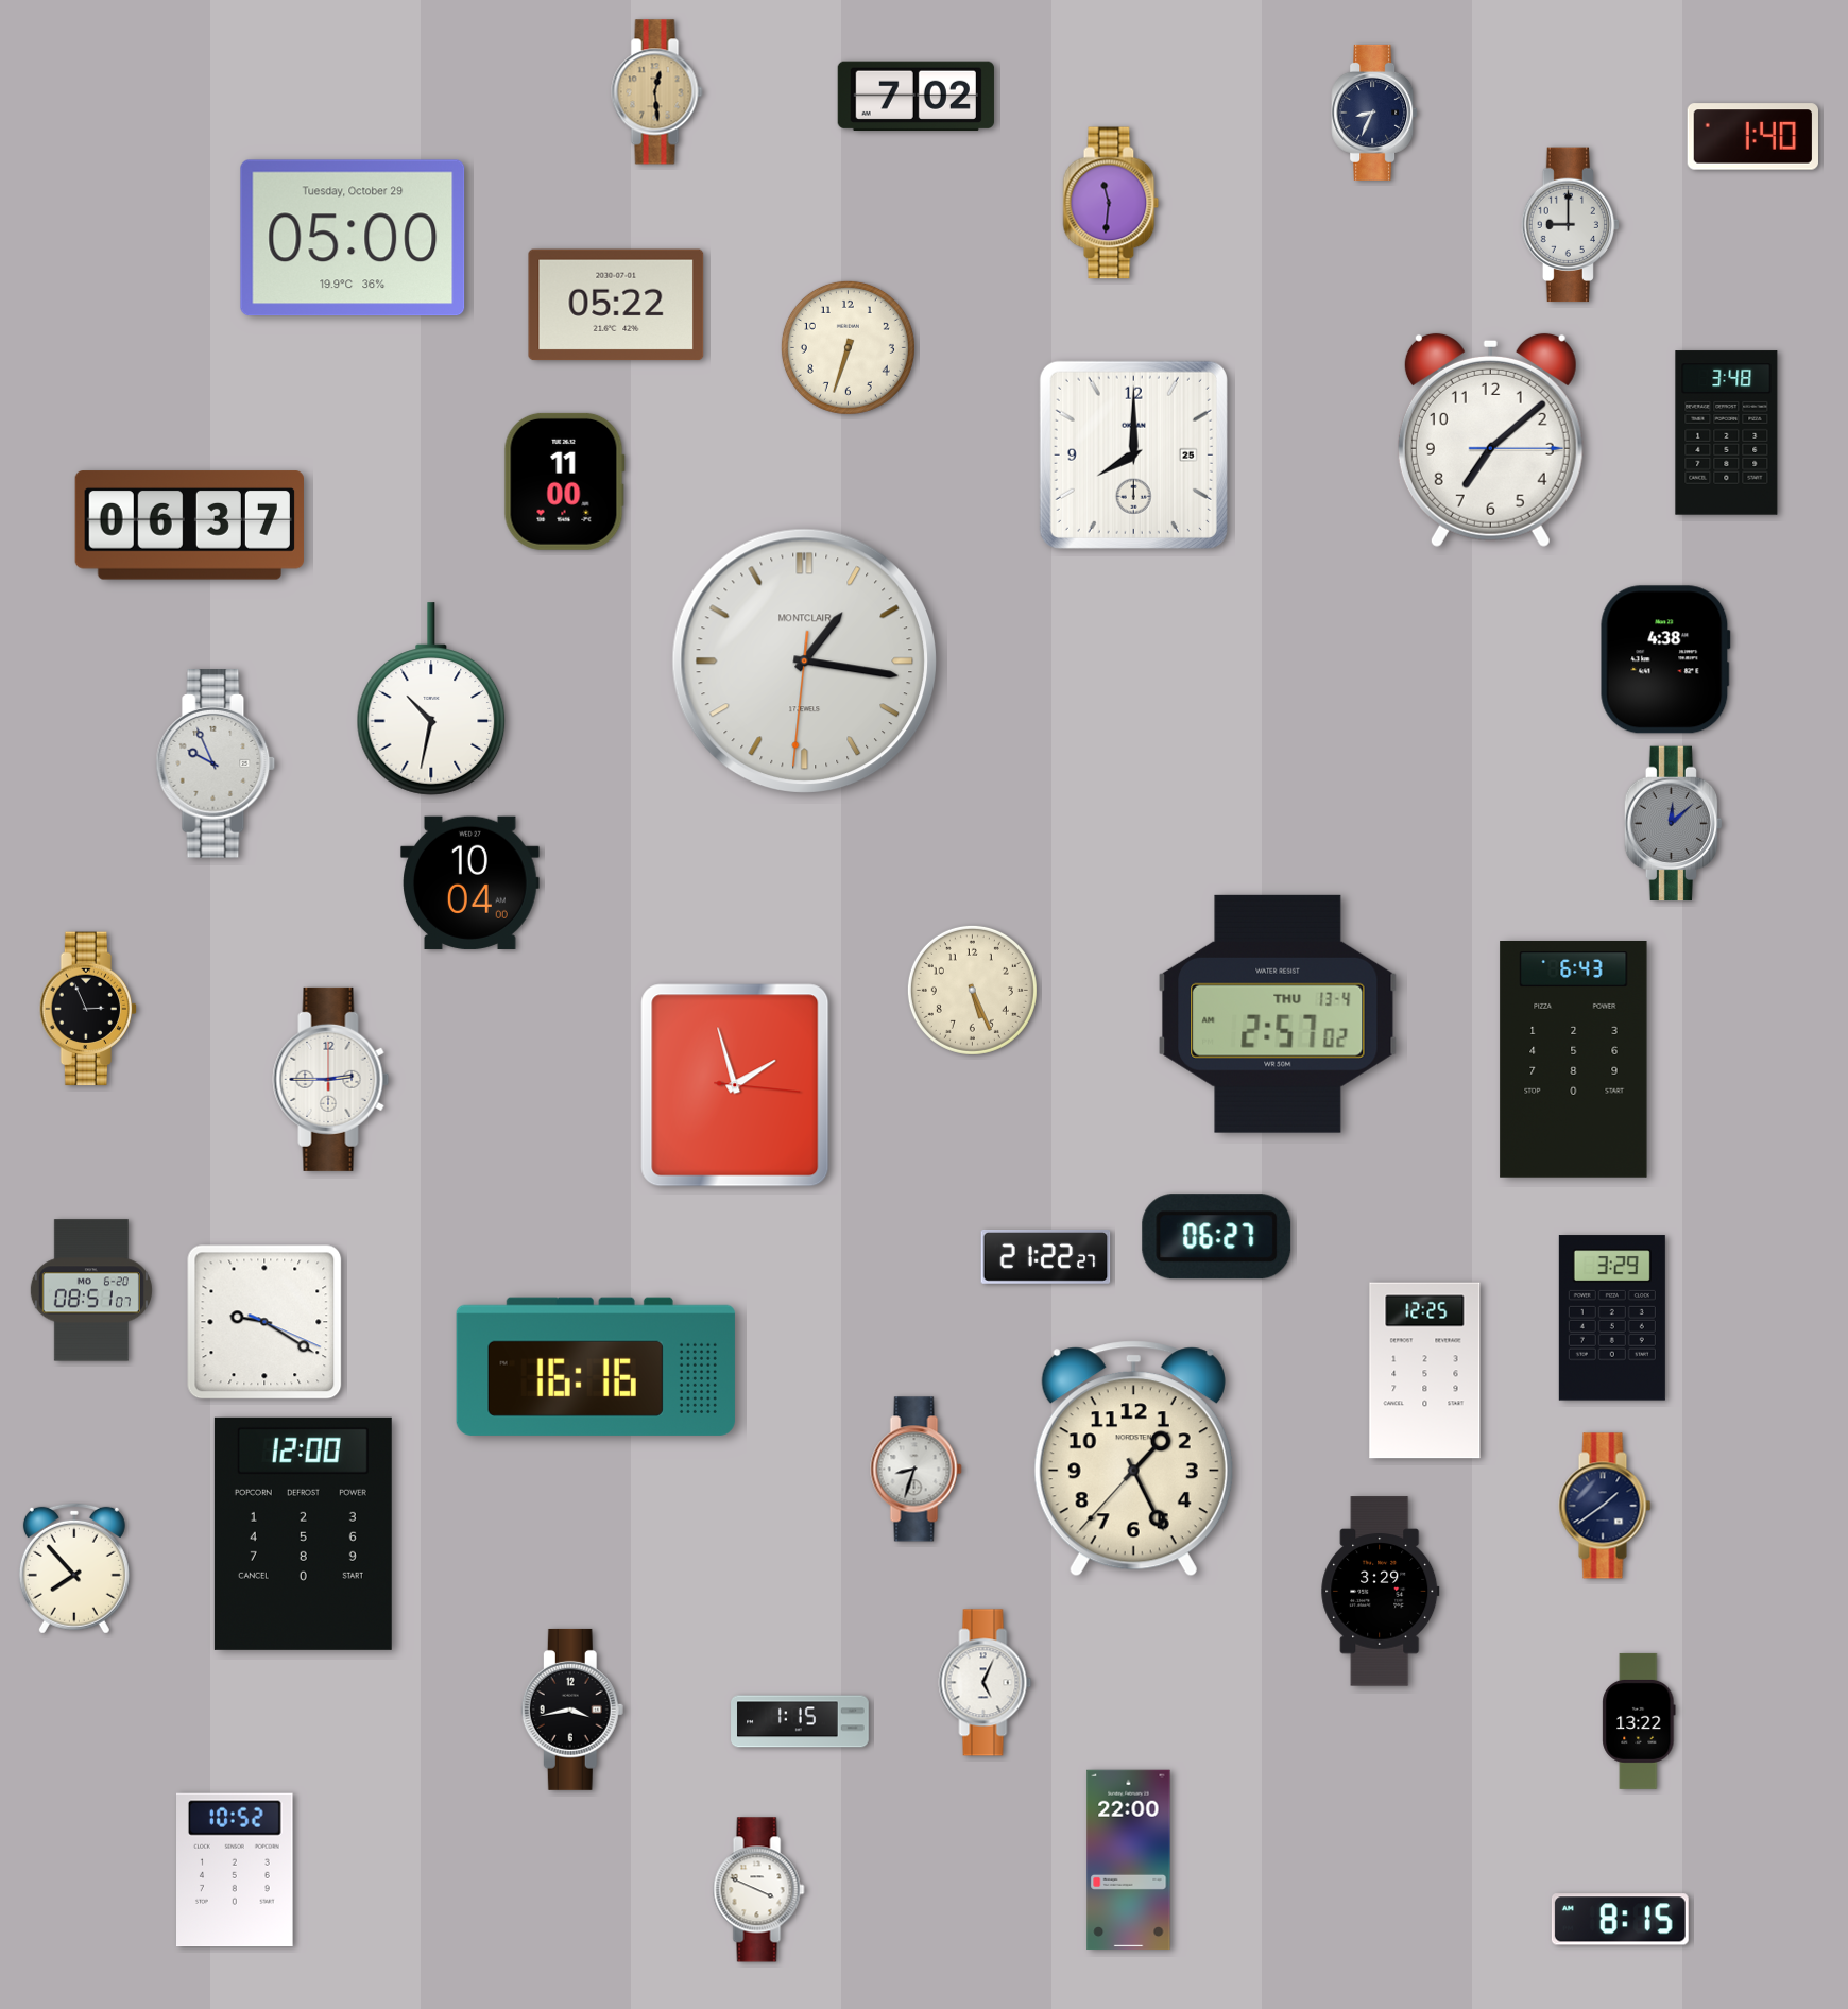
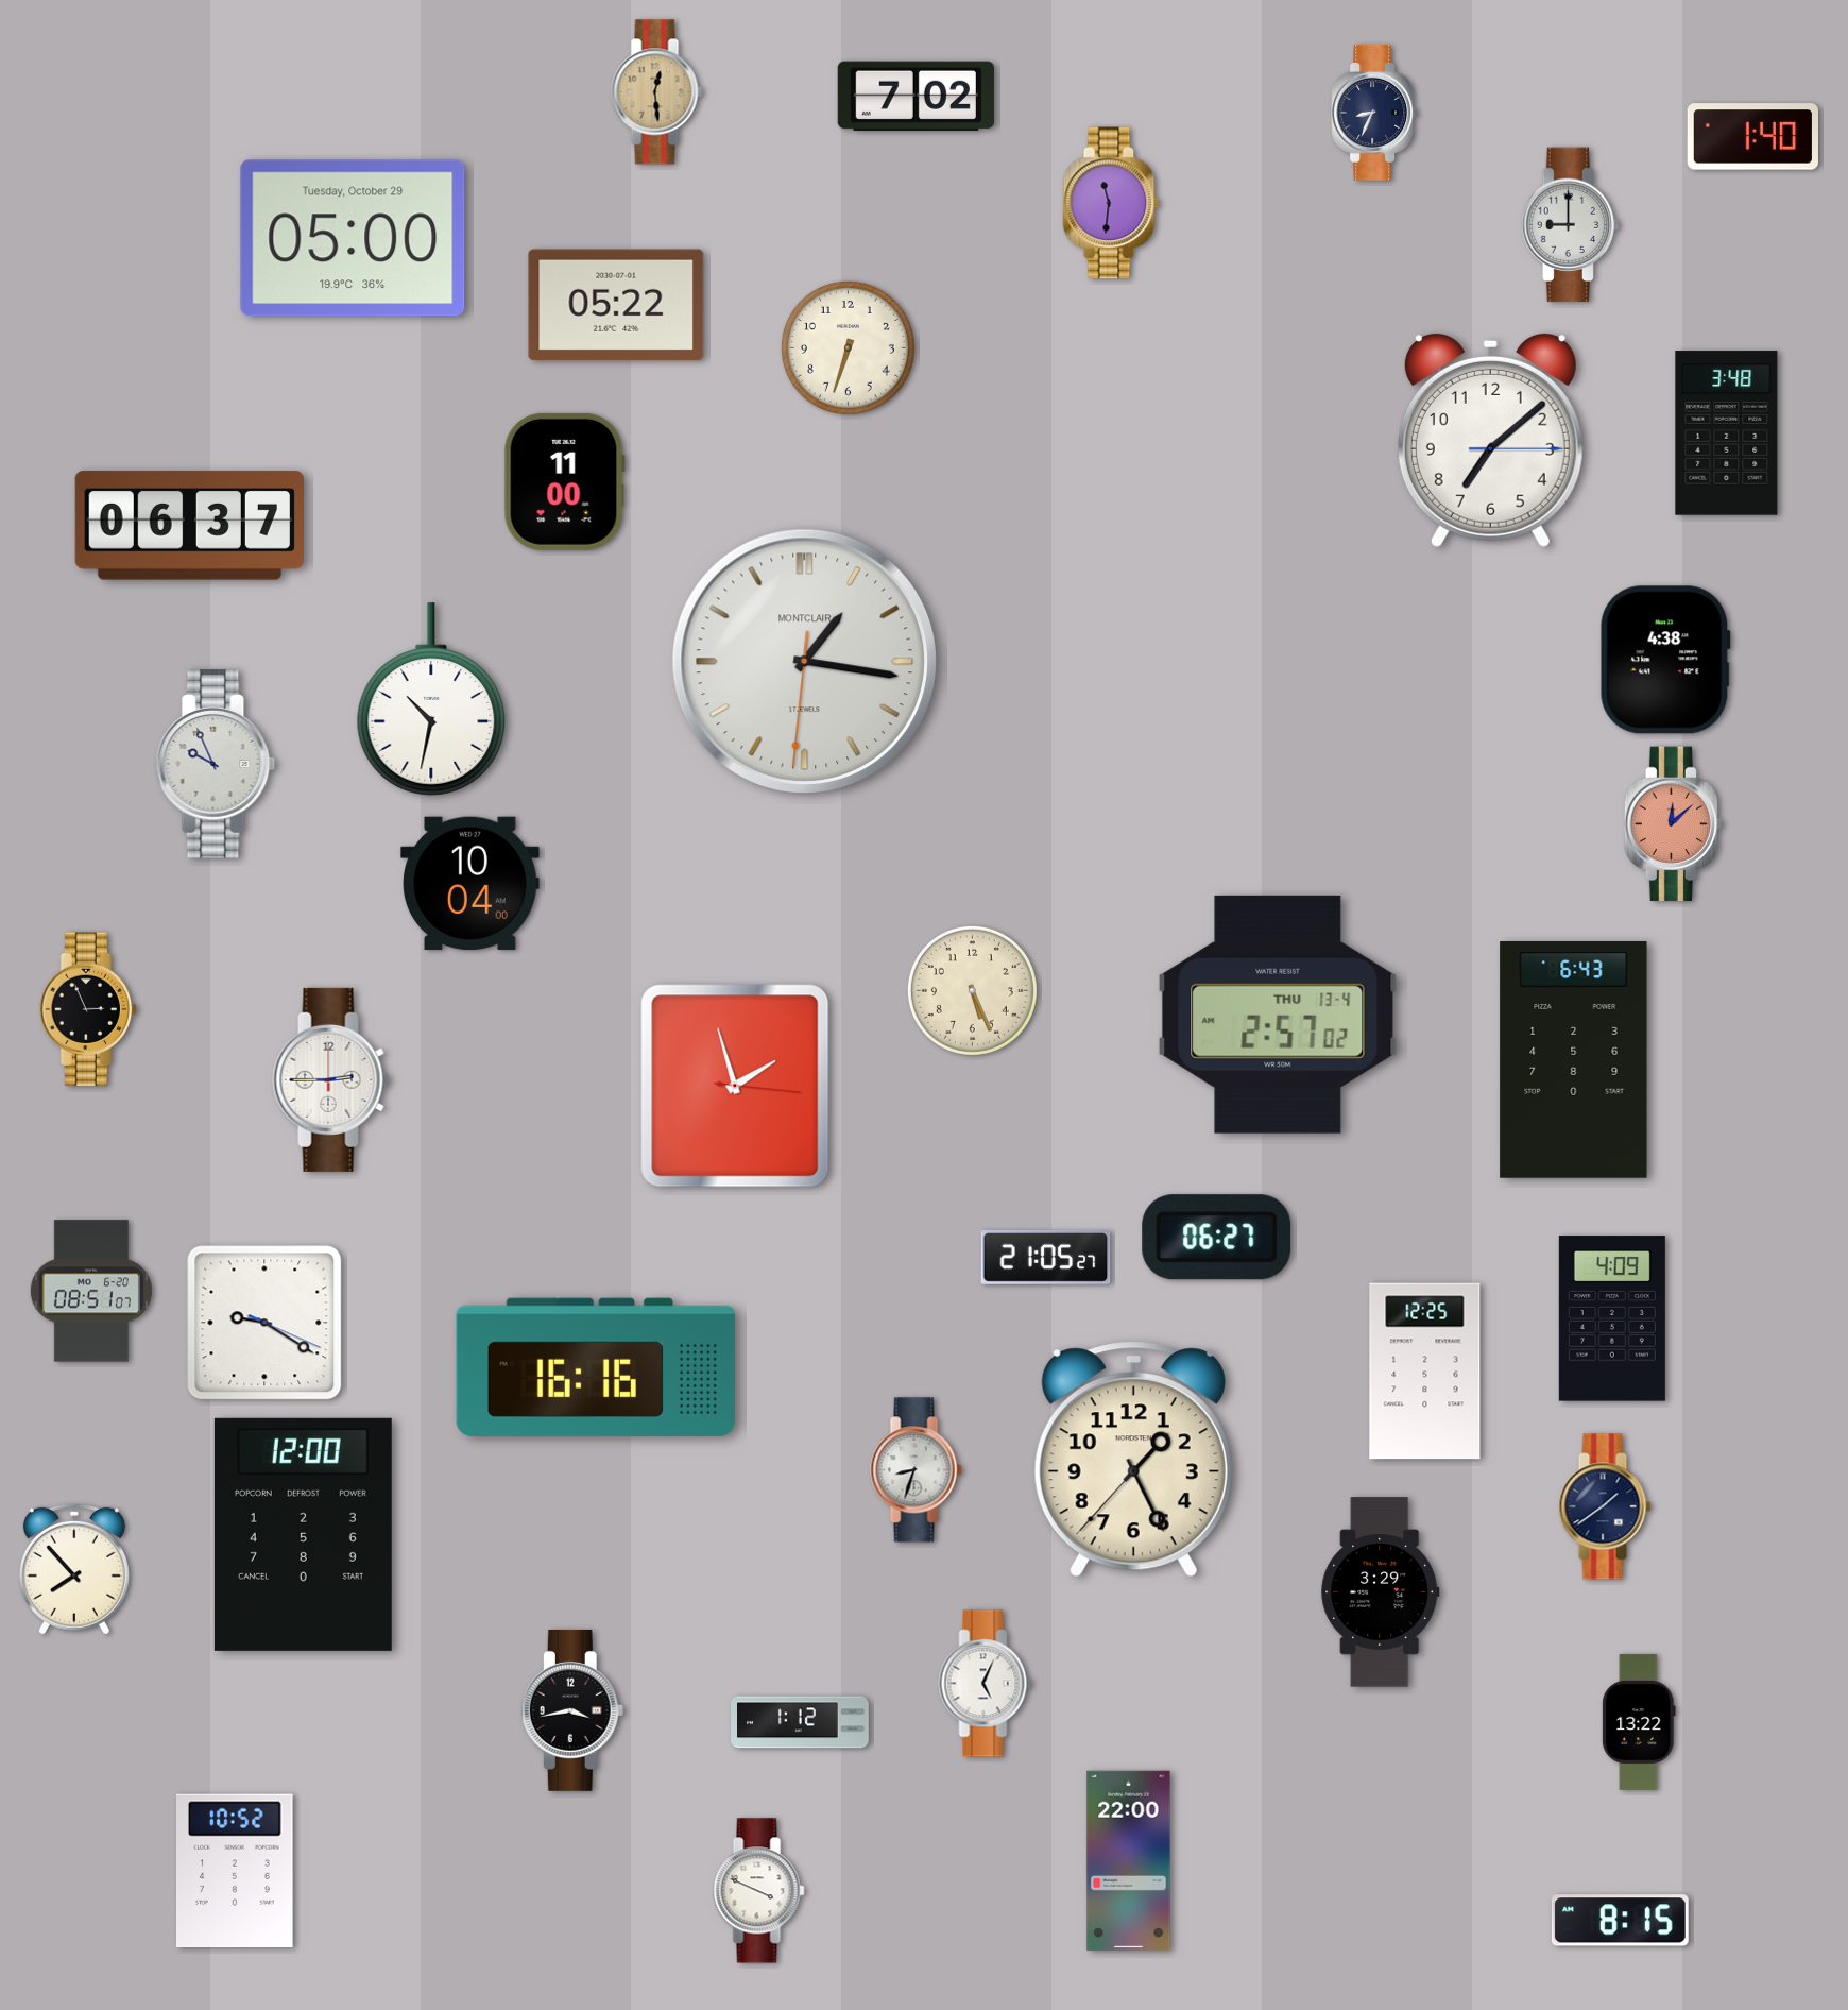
clock at (1133, 454): 8:00 -> none
clock at (1673, 824) dial: grey -> salmon
clock at (1046, 1256): 21:22 -> 21:05
clock at (1612, 1318): 3:29 -> 4:09
clock at (800, 1721): 1:15 -> 1:12
